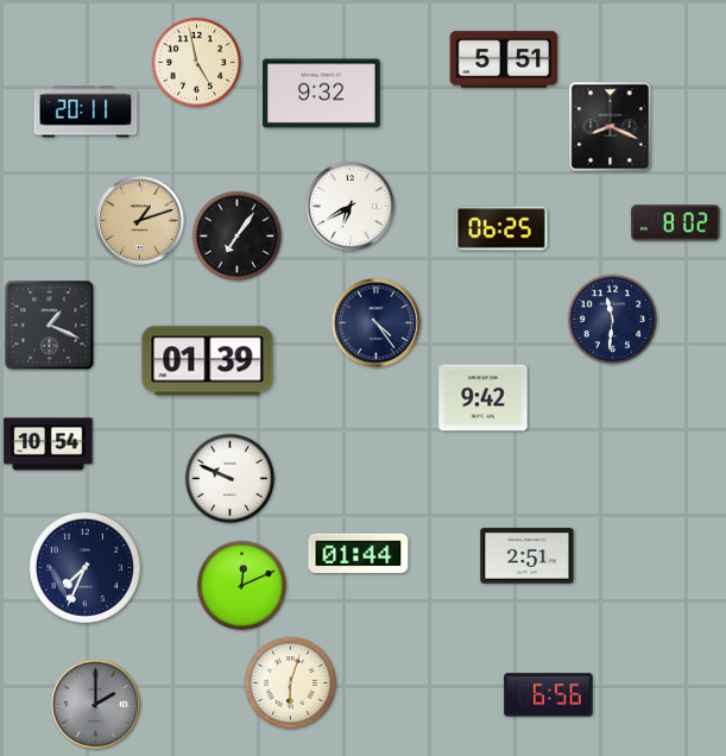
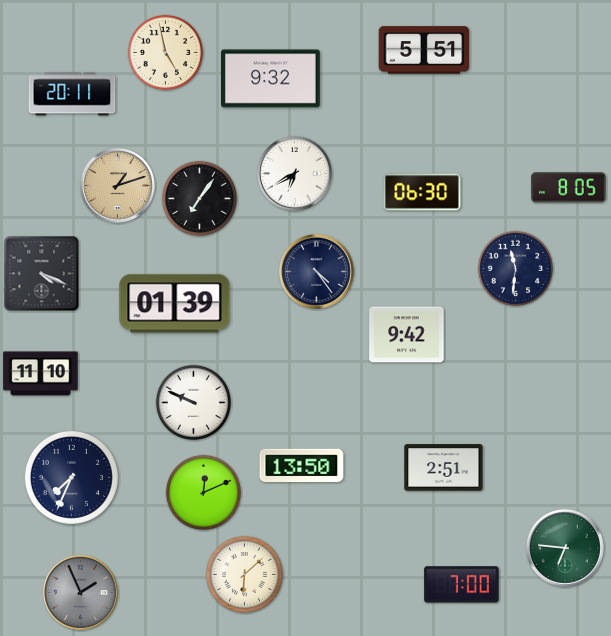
clock at (611, 127): 8:19 -> none
clock at (676, 223): 8:02 -> 8:05
clock at (501, 228): 06:25 -> 06:30
clock at (50, 326): 1:19 -> 4:19
clock at (49, 445): 10:54 -> 11:10
clock at (359, 554): 01:44 -> 13:50
clock at (565, 548): none -> 6:46
clock at (290, 682): 6:03 -> 6:08
clock at (549, 695): 6:56 -> 7:00
clock at (96, 705): 2:00 -> 1:56
